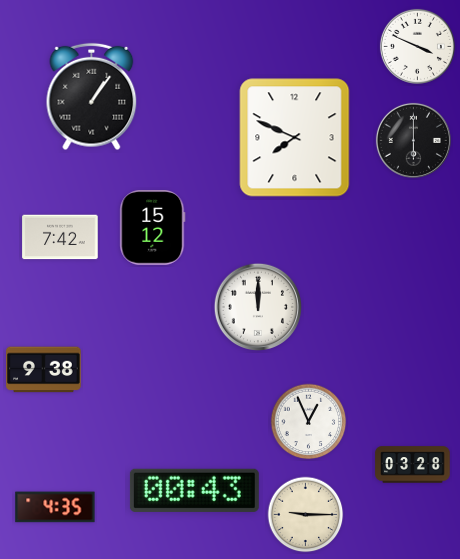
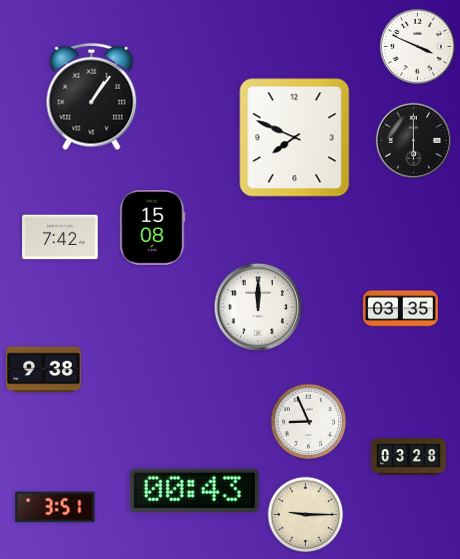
clock at (153, 228): 15:12 -> 15:08
clock at (401, 309): none -> 03:35
clock at (309, 422): 12:56 -> 8:56
clock at (413, 465) position: (413, 465) -> (409, 457)
clock at (55, 507): 4:35 -> 3:51
